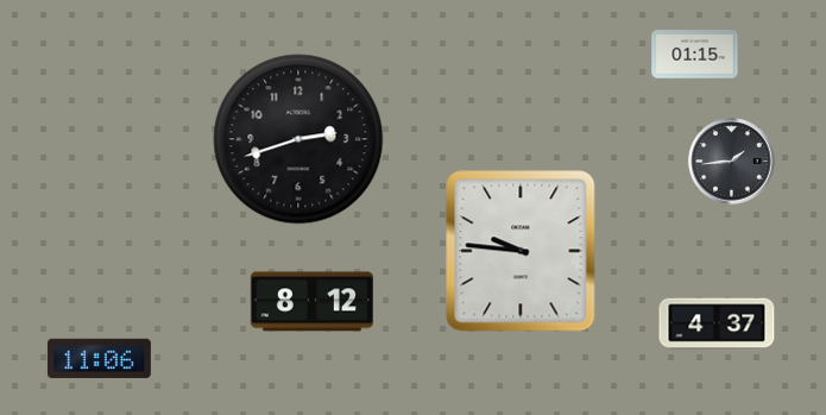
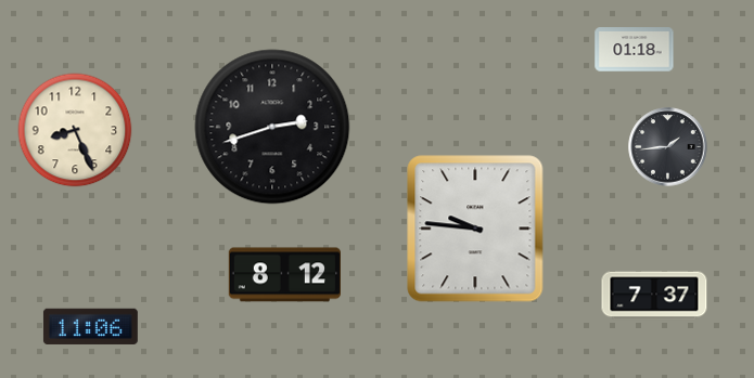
clock at (695, 55): 01:15 -> 01:18
clock at (75, 130): none -> 8:26
clock at (717, 325): 4:37 -> 7:37
